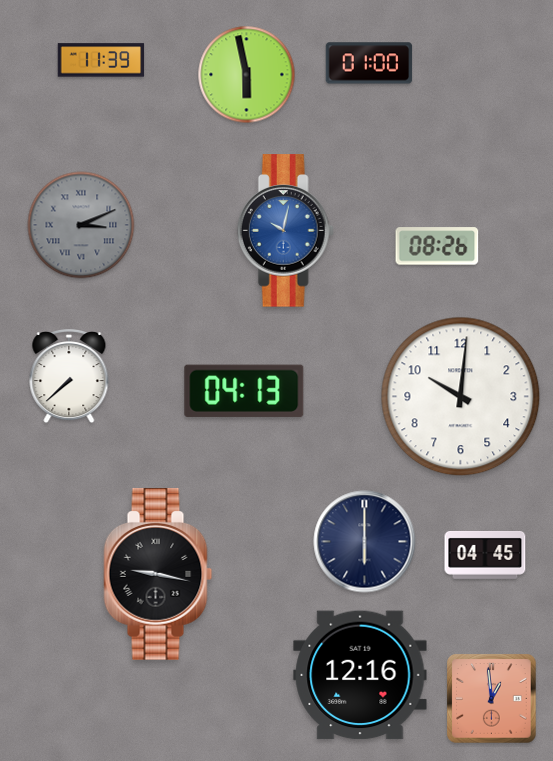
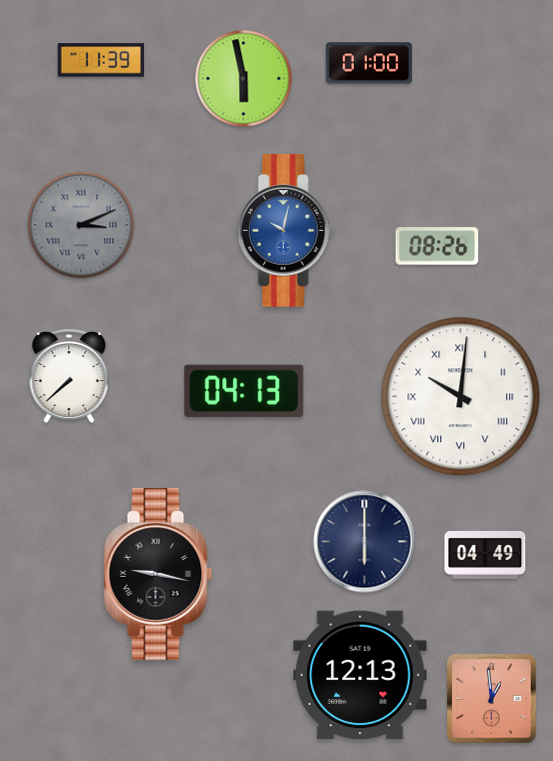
clock at (247, 75) position: (247, 75) -> (244, 79)
clock at (461, 397) numerals: Arabic -> Roman
clock at (485, 555): 04:45 -> 04:49
clock at (360, 675): 12:16 -> 12:13
